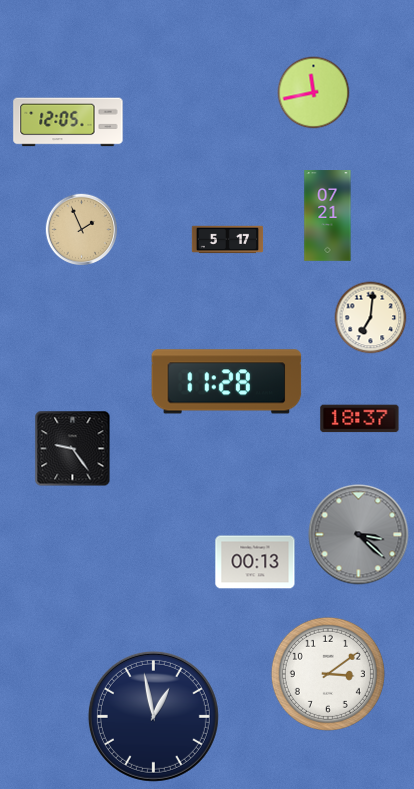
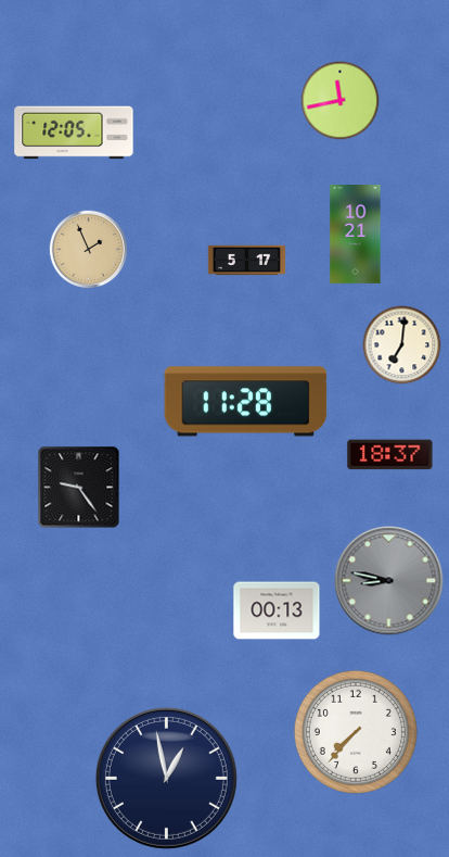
clock at (328, 216): 07:21 -> 10:21
clock at (227, 382) position: (227, 382) -> (246, 402)
clock at (359, 535): 3:22 -> 8:47
clock at (328, 674): 3:09 -> 7:37
